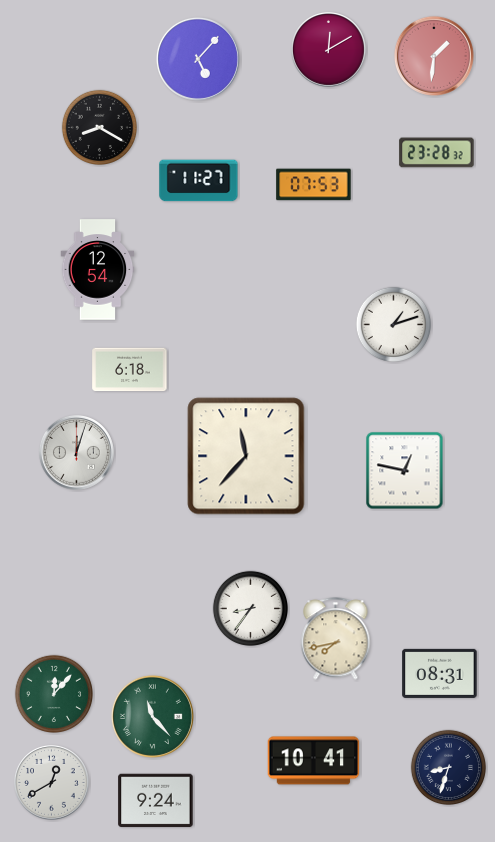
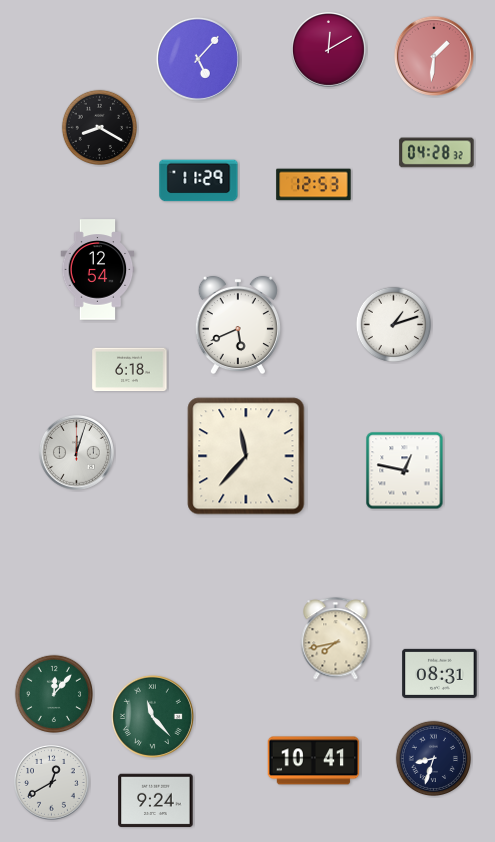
clock at (437, 153): 23:28 -> 04:28
clock at (199, 181): 11:27 -> 11:29
clock at (314, 185): 07:53 -> 12:53
clock at (238, 325): none -> 5:41
clock at (251, 609): 8:36 -> none
clock at (449, 768) position: (449, 768) -> (434, 759)
